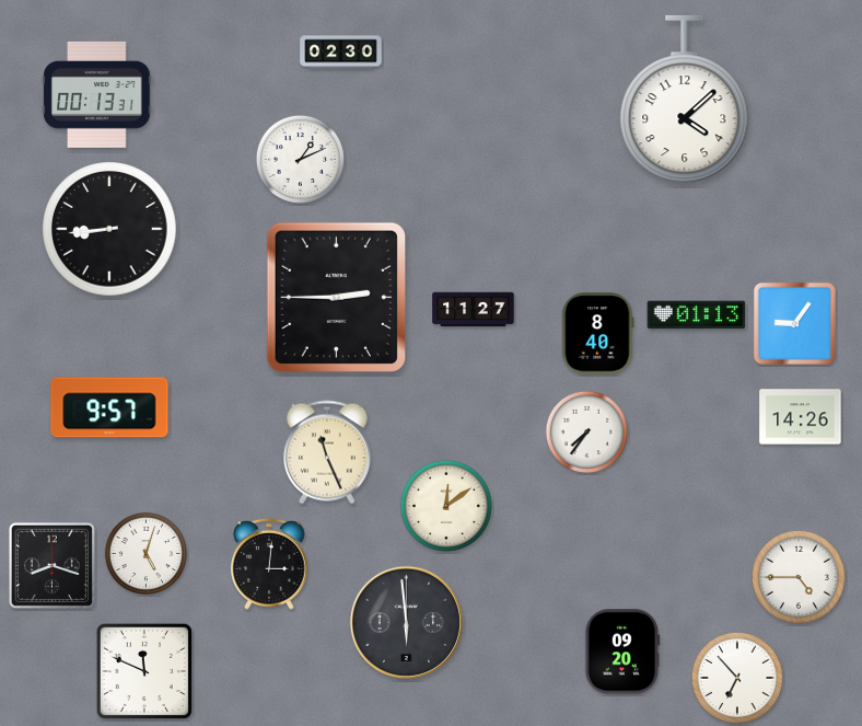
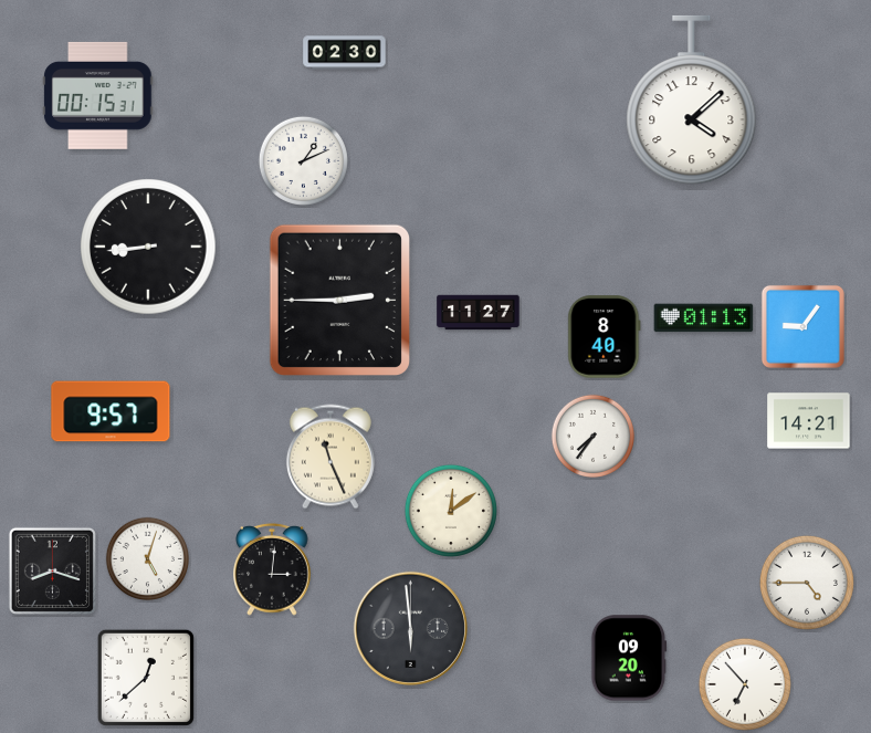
clock at (97, 94): 00:13 -> 00:15
clock at (109, 229) position: (109, 229) -> (148, 247)
clock at (801, 417): 14:26 -> 14:21
clock at (144, 671): 11:49 -> 12:38
